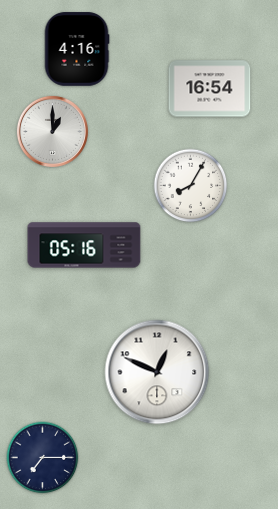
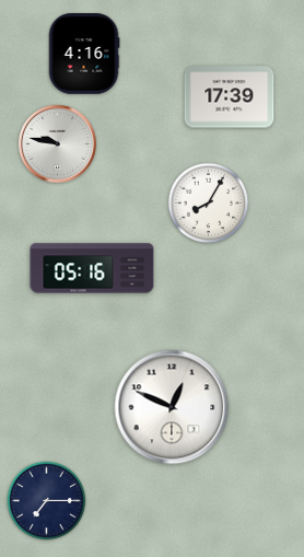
clock at (210, 89): 16:54 -> 17:39
clock at (52, 131): 1:00 -> 9:47
